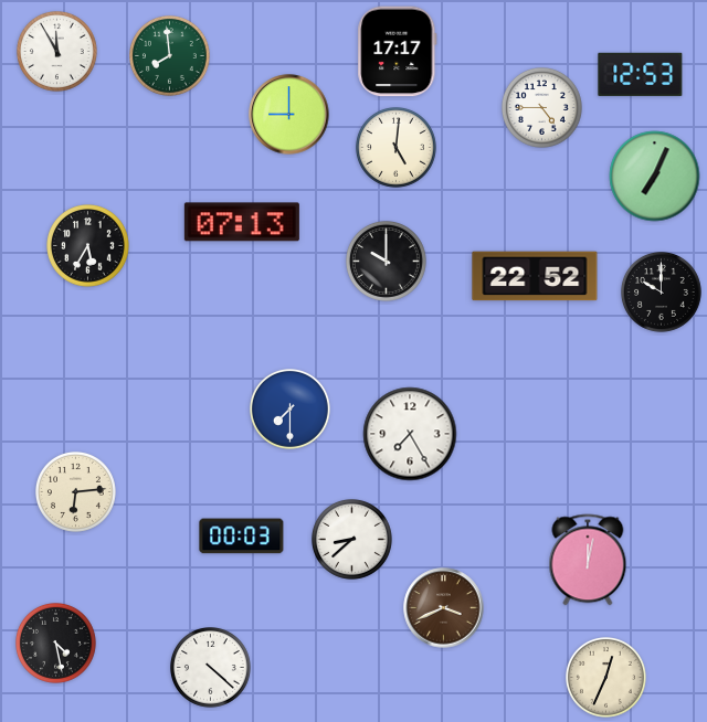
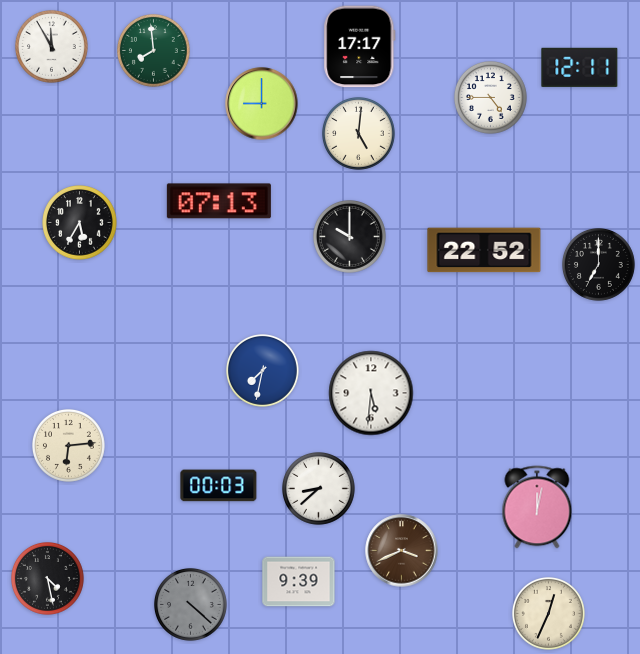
clock at (641, 74): 12:53 -> 12:11
clock at (655, 177): 7:04 -> none
clock at (662, 293): 10:00 -> 7:00
clock at (291, 410): 7:30 -> 7:32
clock at (410, 434): 7:25 -> 5:31
clock at (588, 560) position: (588, 560) -> (537, 507)
clock at (299, 582): none -> 9:39
clock at (56, 644) position: (56, 644) -> (48, 579)
clock at (211, 668) dial: white -> grey
